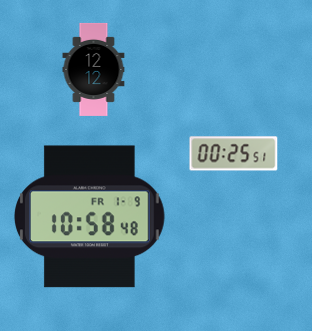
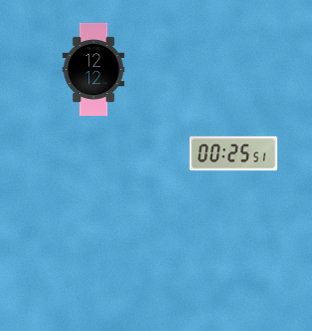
clock at (90, 217): 10:58 -> none
